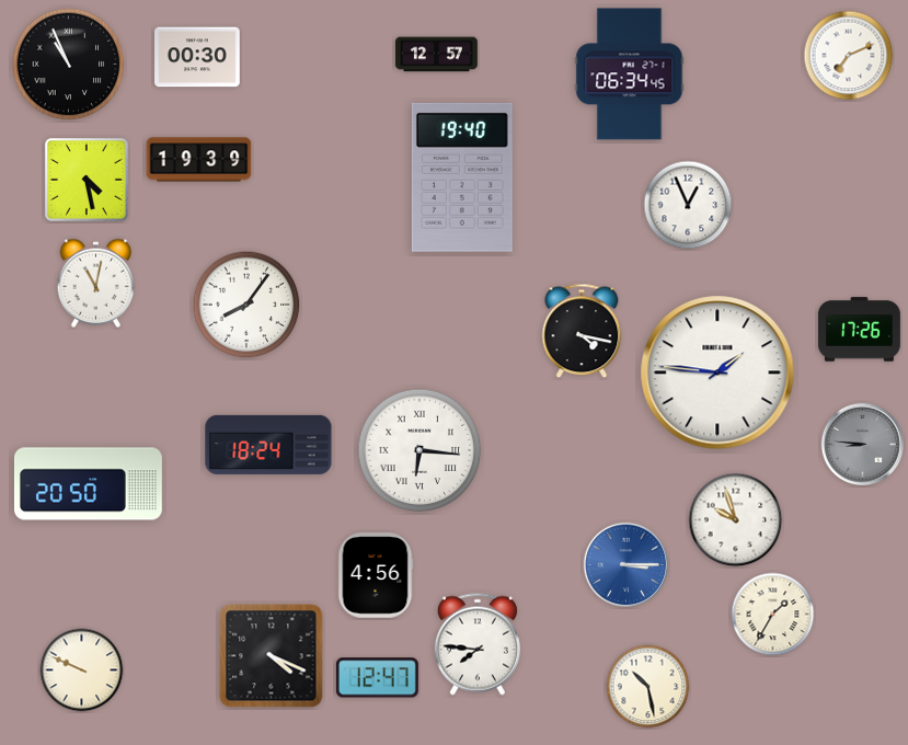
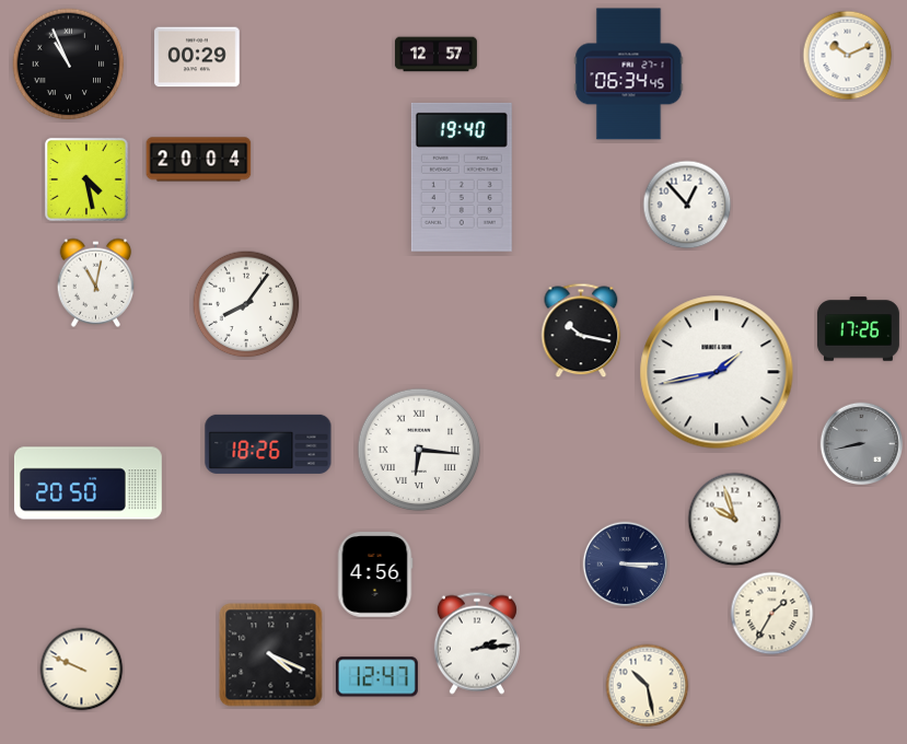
clock at (849, 56): 7:11 -> 10:11
clock at (197, 57): 00:30 -> 00:29
clock at (199, 160): 19:39 -> 20:04
clock at (688, 205): 12:56 -> 12:53
clock at (582, 331): 4:17 -> 10:17
clock at (717, 373): 1:46 -> 1:43
clock at (268, 445): 18:24 -> 18:26
clock at (863, 445): 8:46 -> 8:43
clock at (627, 565) dial: blue -> navy
clock at (478, 644): 7:46 -> 2:14
